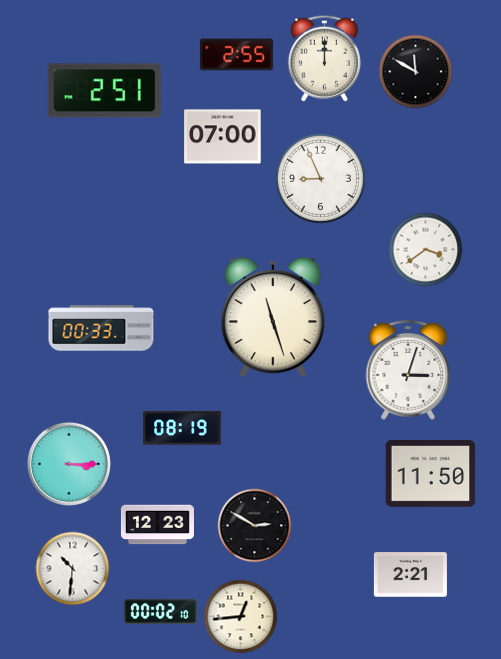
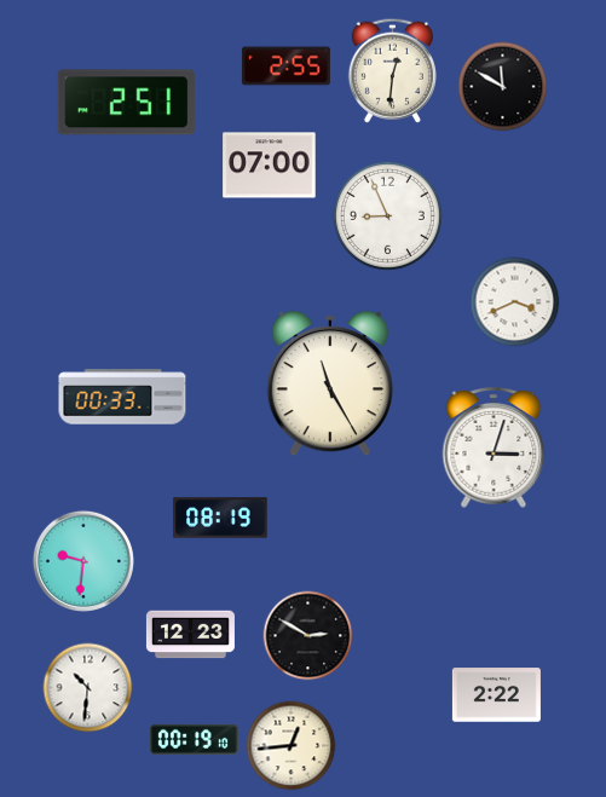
clock at (324, 58): 12:00 -> 12:31
clock at (104, 91) position: (104, 91) -> (126, 103)
clock at (426, 250): 3:39 -> 3:41
clock at (272, 317): 11:27 -> 11:25
clock at (69, 464): 3:15 -> 9:31
clock at (431, 474): 11:50 -> none
clock at (410, 575): 2:21 -> 2:22
clock at (160, 611): 00:02 -> 00:19
